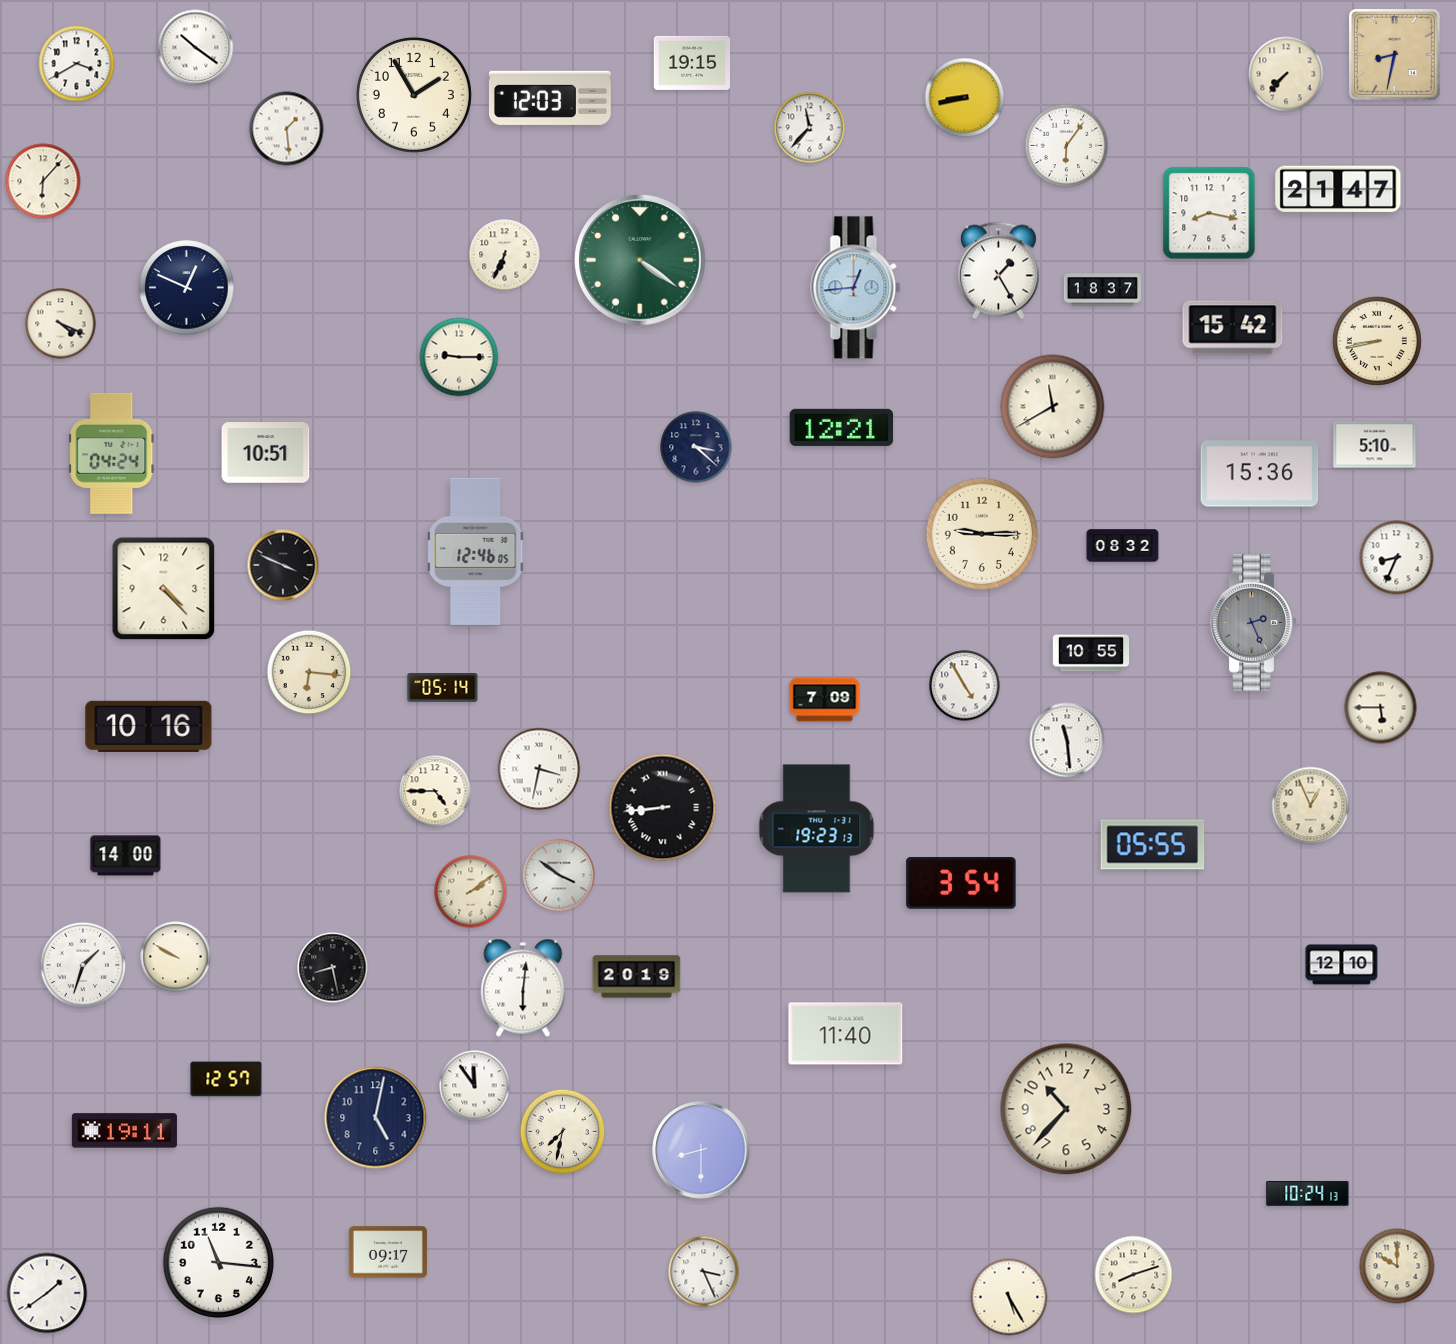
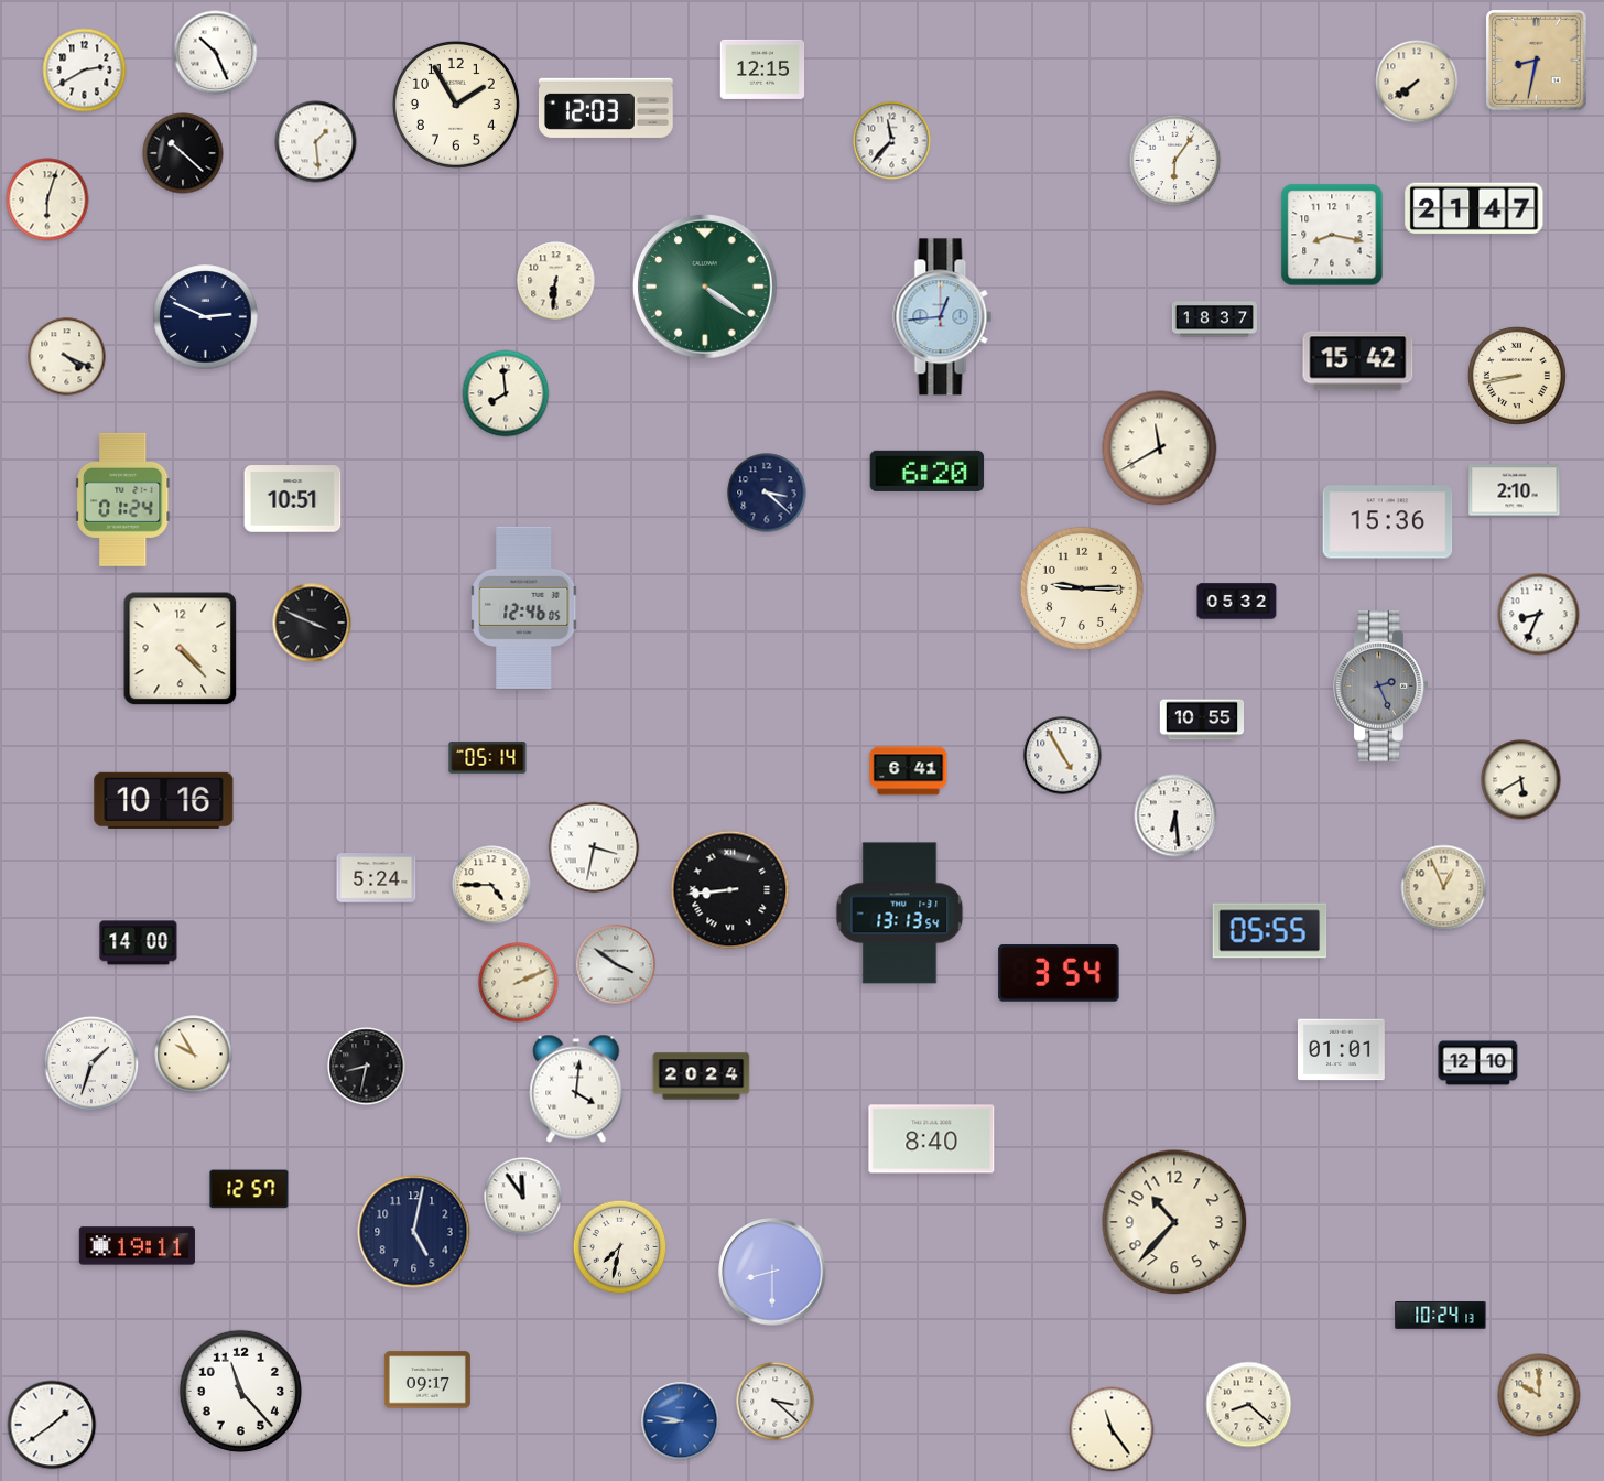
clock at (196, 48): 10:21 -> 10:26
clock at (692, 63): 19:15 -> 12:15
clock at (77, 64): 3:40 -> 2:40
clock at (1286, 74): 7:37 -> 7:39
clock at (965, 98): 8:43 -> none
clock at (183, 153): none -> 10:22
clock at (43, 181): 6:07 -> 6:03
clock at (505, 255): 6:34 -> 6:31
clock at (998, 271): 1:25 -> none
clock at (187, 288): 12:49 -> 2:49
clock at (459, 357): 9:15 -> 7:59
clock at (842, 427): 12:21 -> 6:20
clock at (1375, 445): 5:10 -> 2:10
clock at (112, 453): 04:24 -> 01:24
clock at (1123, 546): 08:32 -> 05:32
clock at (309, 672): 6:16 -> none
clock at (825, 700): 7:09 -> 6:41
clock at (1381, 708): 5:45 -> 5:40
clock at (1067, 740): 11:29 -> 6:29
clock at (435, 791) position: (435, 791) -> (491, 885)
clock at (377, 878): none -> 5:24
clock at (817, 829): 19:23 -> 13:13
clock at (471, 892): 2:09 -> 2:11
clock at (1341, 1050): none -> 01:01
clock at (176, 957): 9:50 -> 9:55
clock at (333, 968): 8:28 -> 8:32
clock at (637, 977): 20:19 -> 20:24
clock at (523, 988): 6:01 -> 4:01
clock at (846, 1034): 11:40 -> 8:40
clock at (701, 1150) position: (701, 1150) -> (772, 1272)
clock at (219, 1263): 11:16 -> 11:23
clock at (704, 1272): 3:26 -> 3:22
clock at (1134, 1275): 8:12 -> 8:22
clock at (681, 1421): none -> 8:47
clock at (1009, 1297): 5:25 -> 11:24
